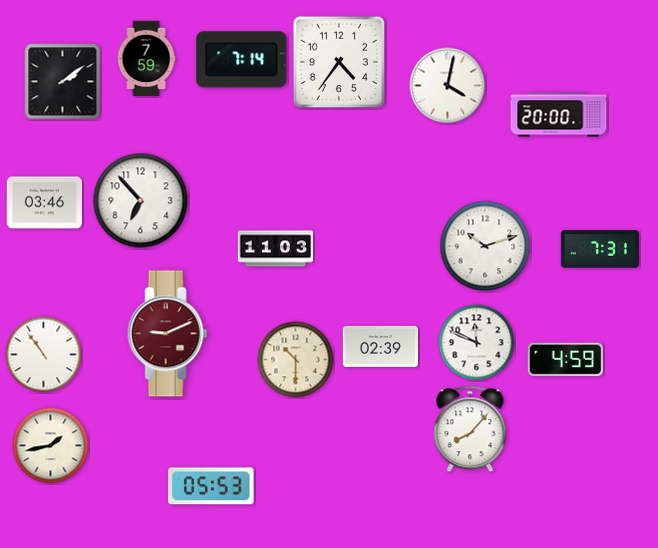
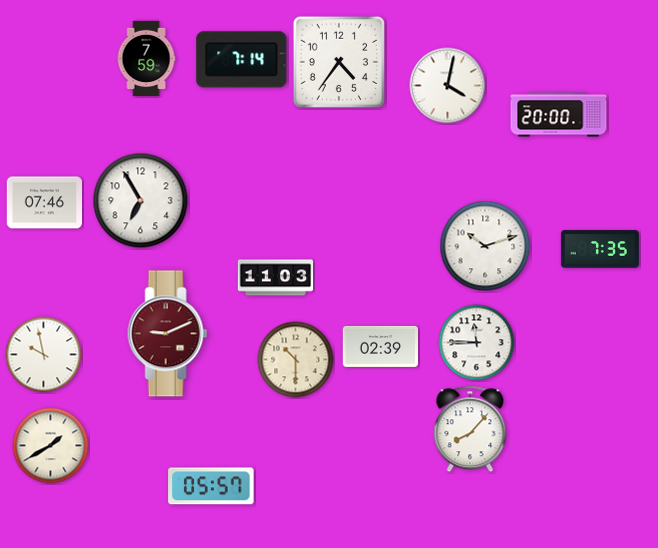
clock at (63, 82): 2:09 -> none
clock at (141, 201): 6:53 -> 6:55
clock at (44, 203): 03:46 -> 07:46
clock at (276, 249) position: (276, 249) -> (276, 278)
clock at (600, 249): 7:31 -> 7:35
clock at (477, 343): 11:49 -> 11:45
clock at (44, 355): 10:54 -> 9:58
clock at (565, 360): 4:59 -> none
clock at (51, 446): 1:43 -> 1:40
clock at (211, 486): 05:53 -> 05:57
